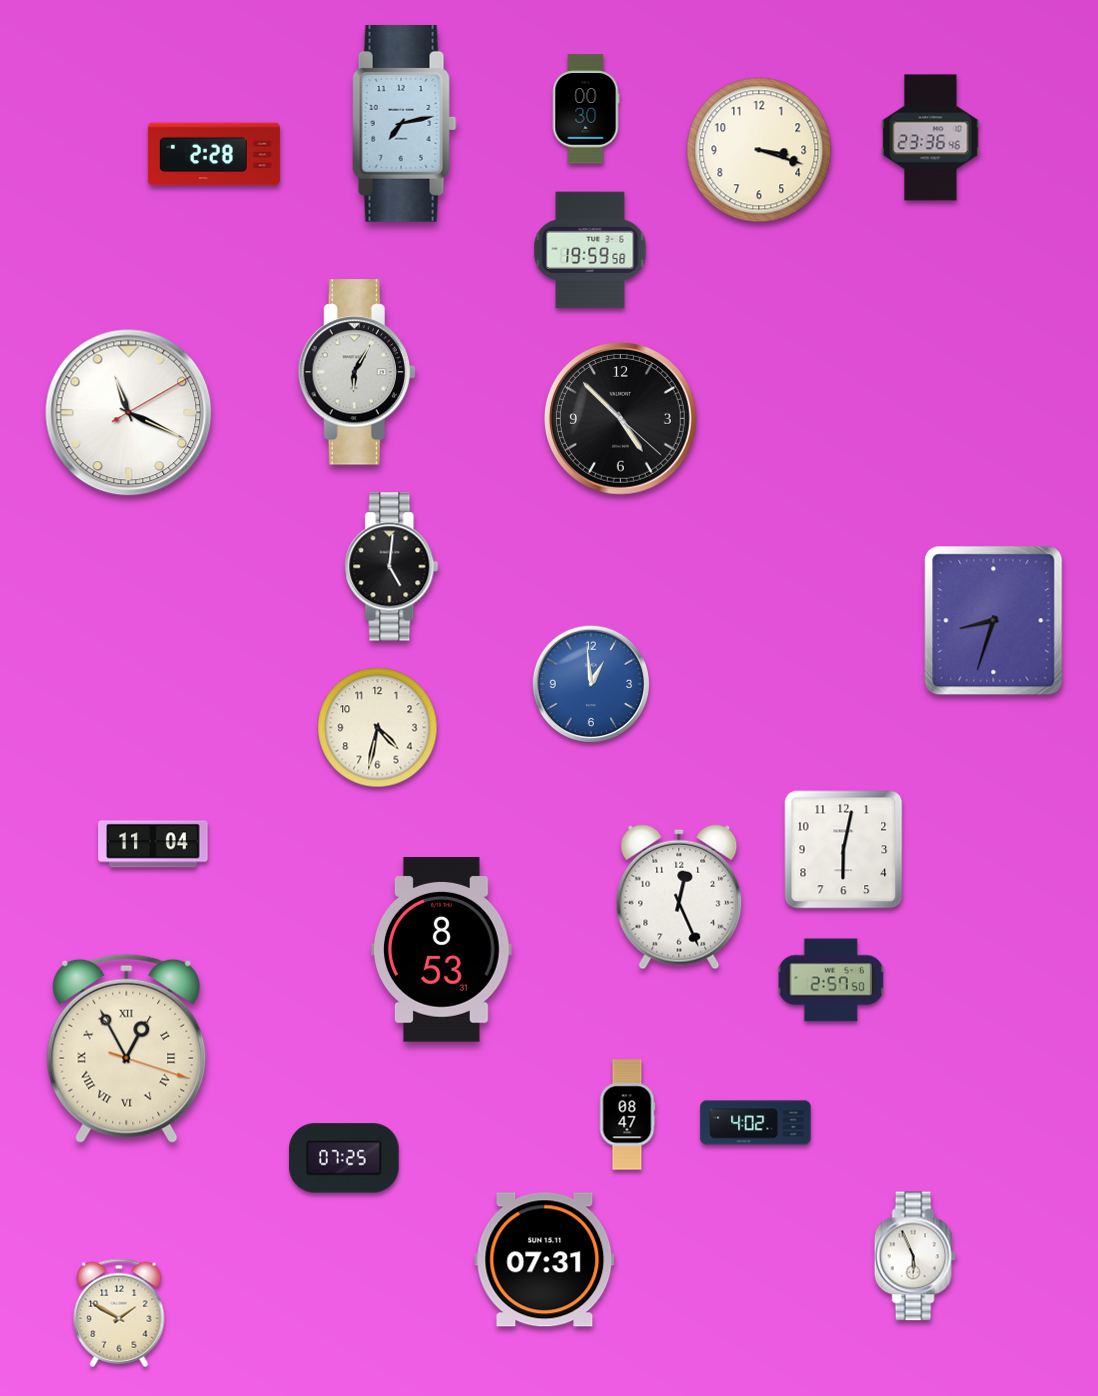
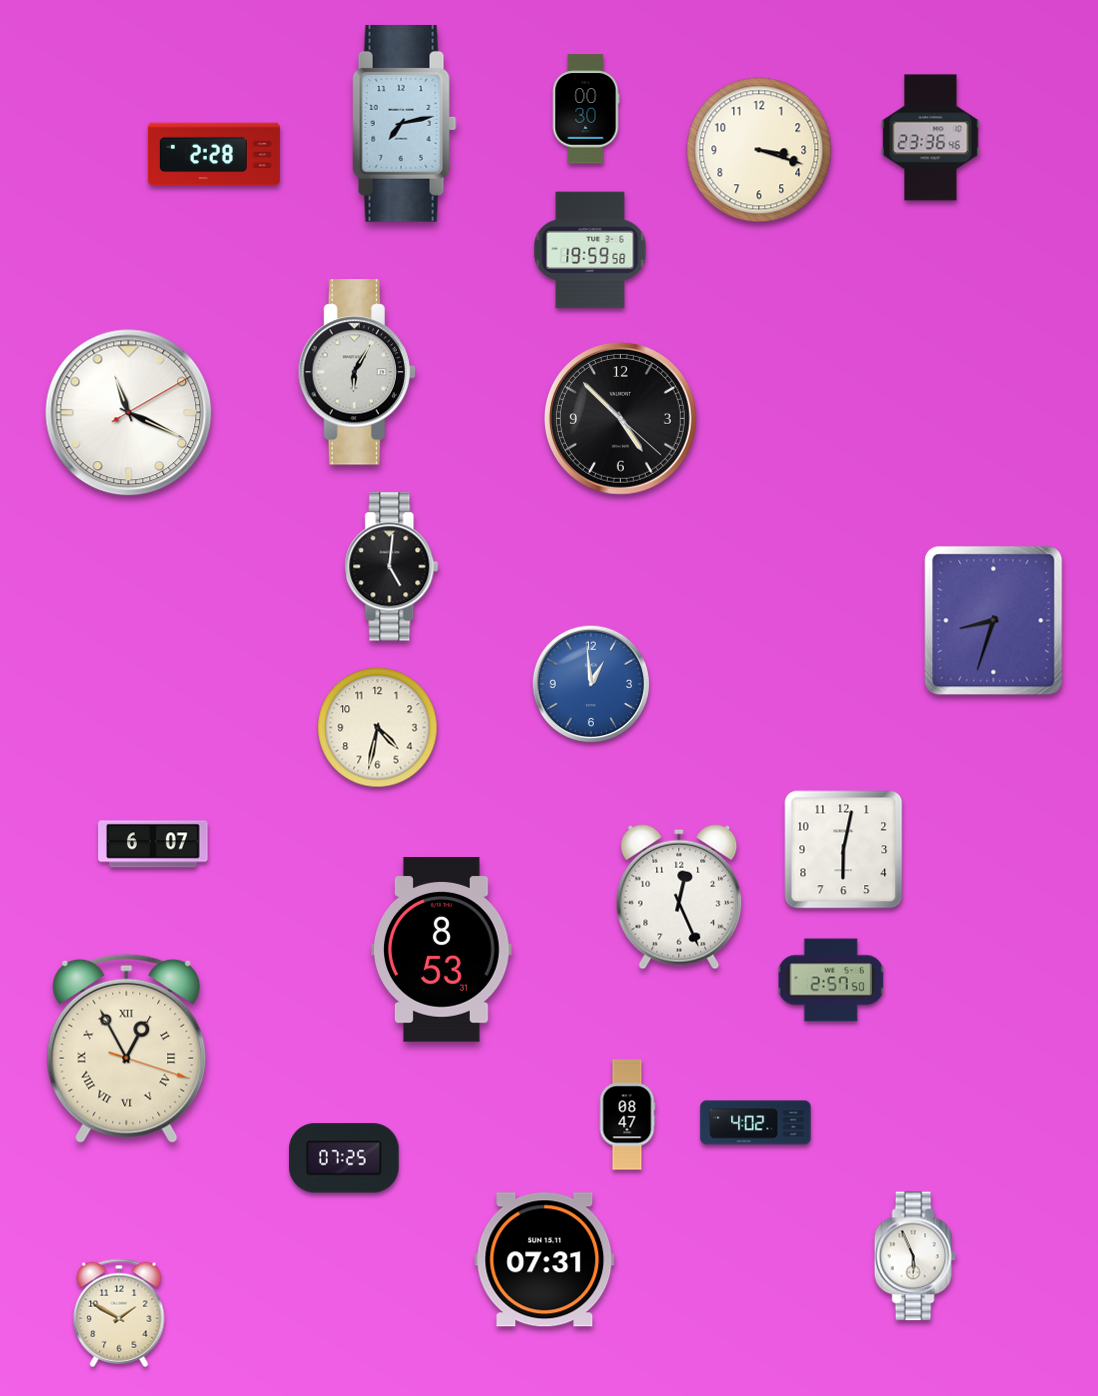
clock at (153, 844): 11:04 -> 6:07
